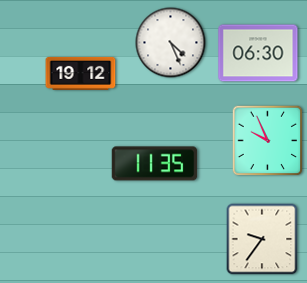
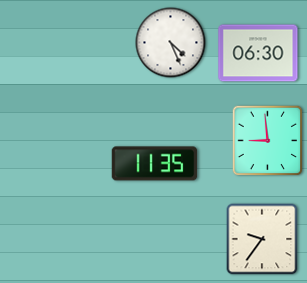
clock at (81, 73): 19:12 -> none
clock at (268, 141): 9:56 -> 8:59
